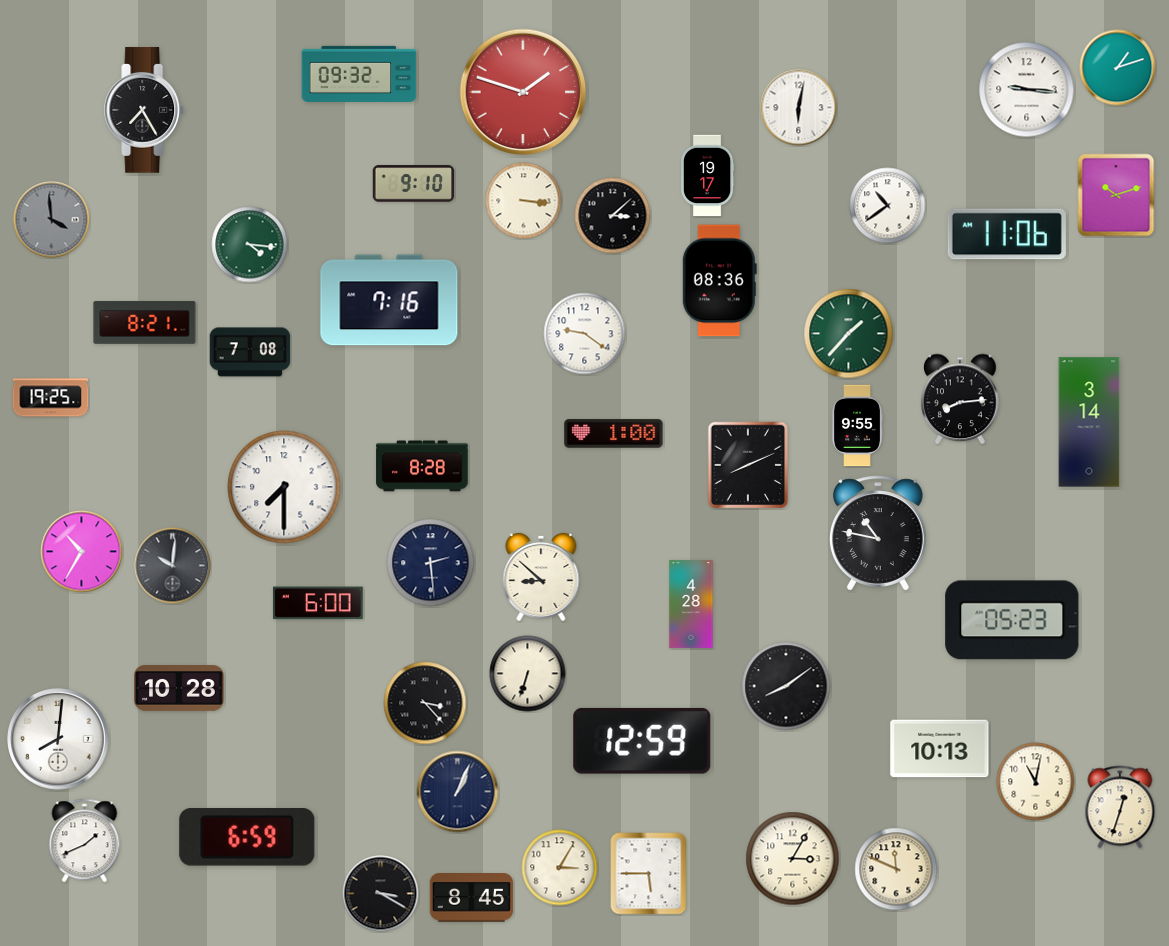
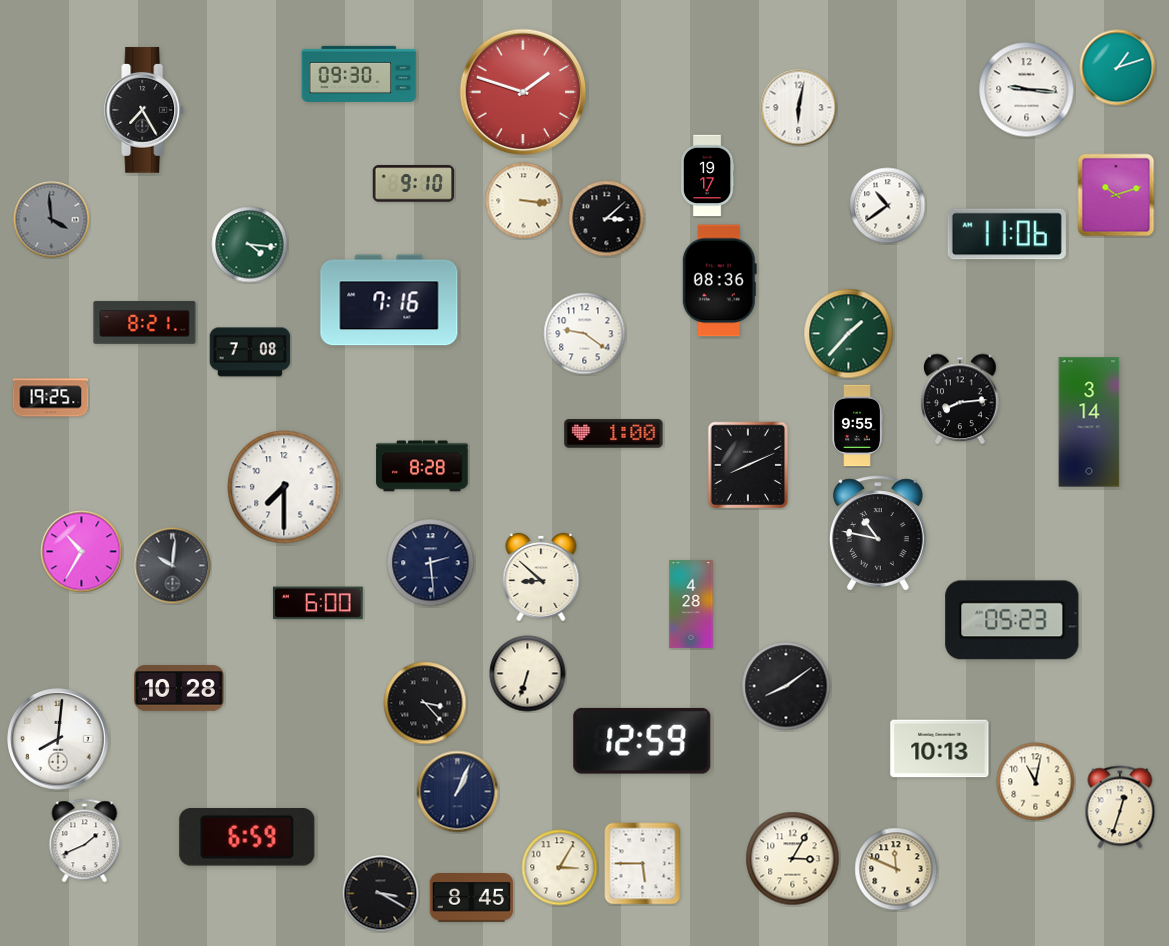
clock at (359, 74): 09:32 -> 09:30
clock at (613, 216) position: (613, 216) -> (607, 219)
clock at (649, 874) position: (649, 874) -> (643, 864)
